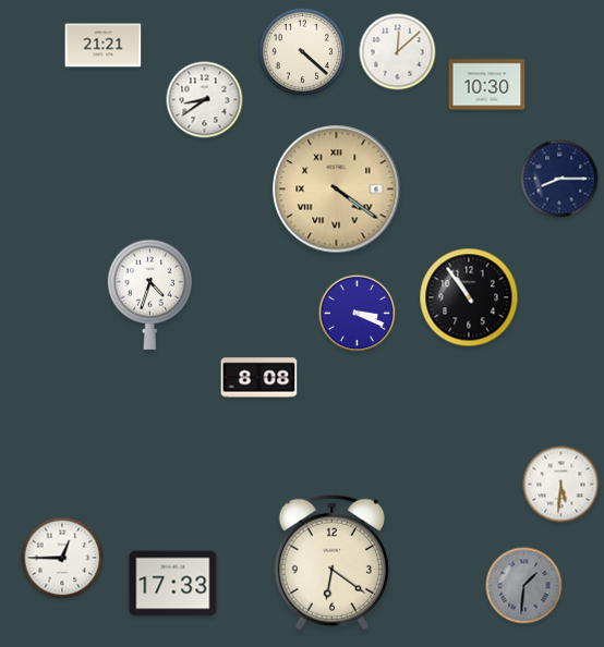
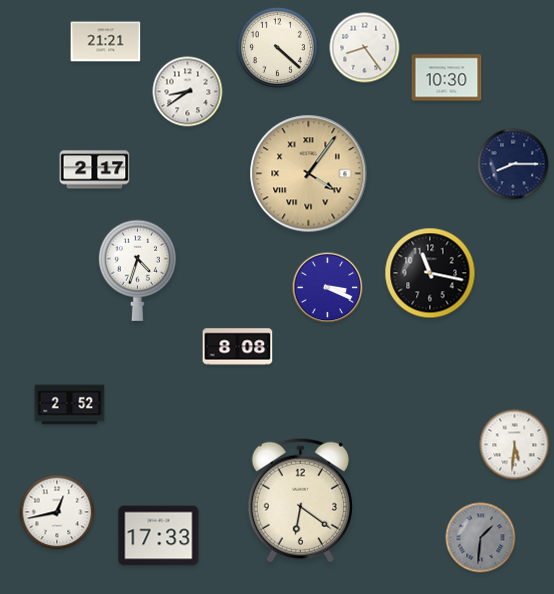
clock at (104, 46) position: (104, 46) -> (106, 42)
clock at (398, 52): 12:08 -> 8:24
clock at (95, 170): none -> 2:17
clock at (337, 190): 4:21 -> 4:06
clock at (469, 297): 10:54 -> 11:17
clock at (70, 405): none -> 2:52
clock at (62, 558): 12:45 -> 12:43
clock at (331, 562) position: (331, 562) -> (300, 500)
